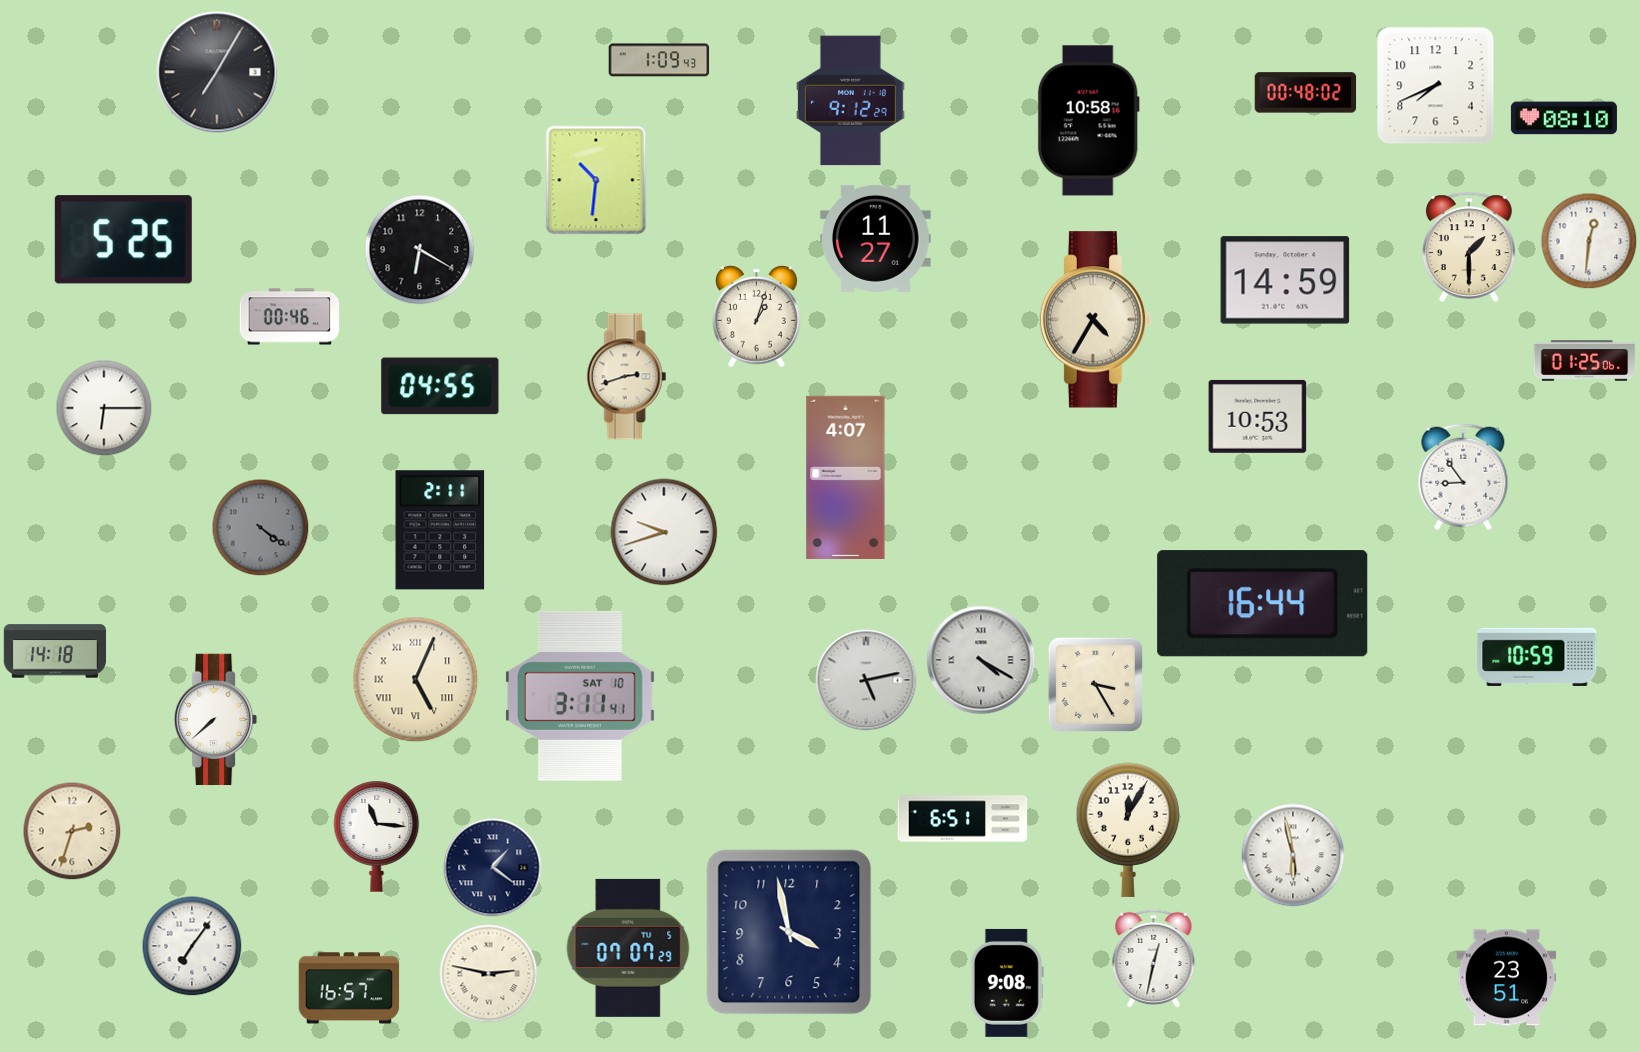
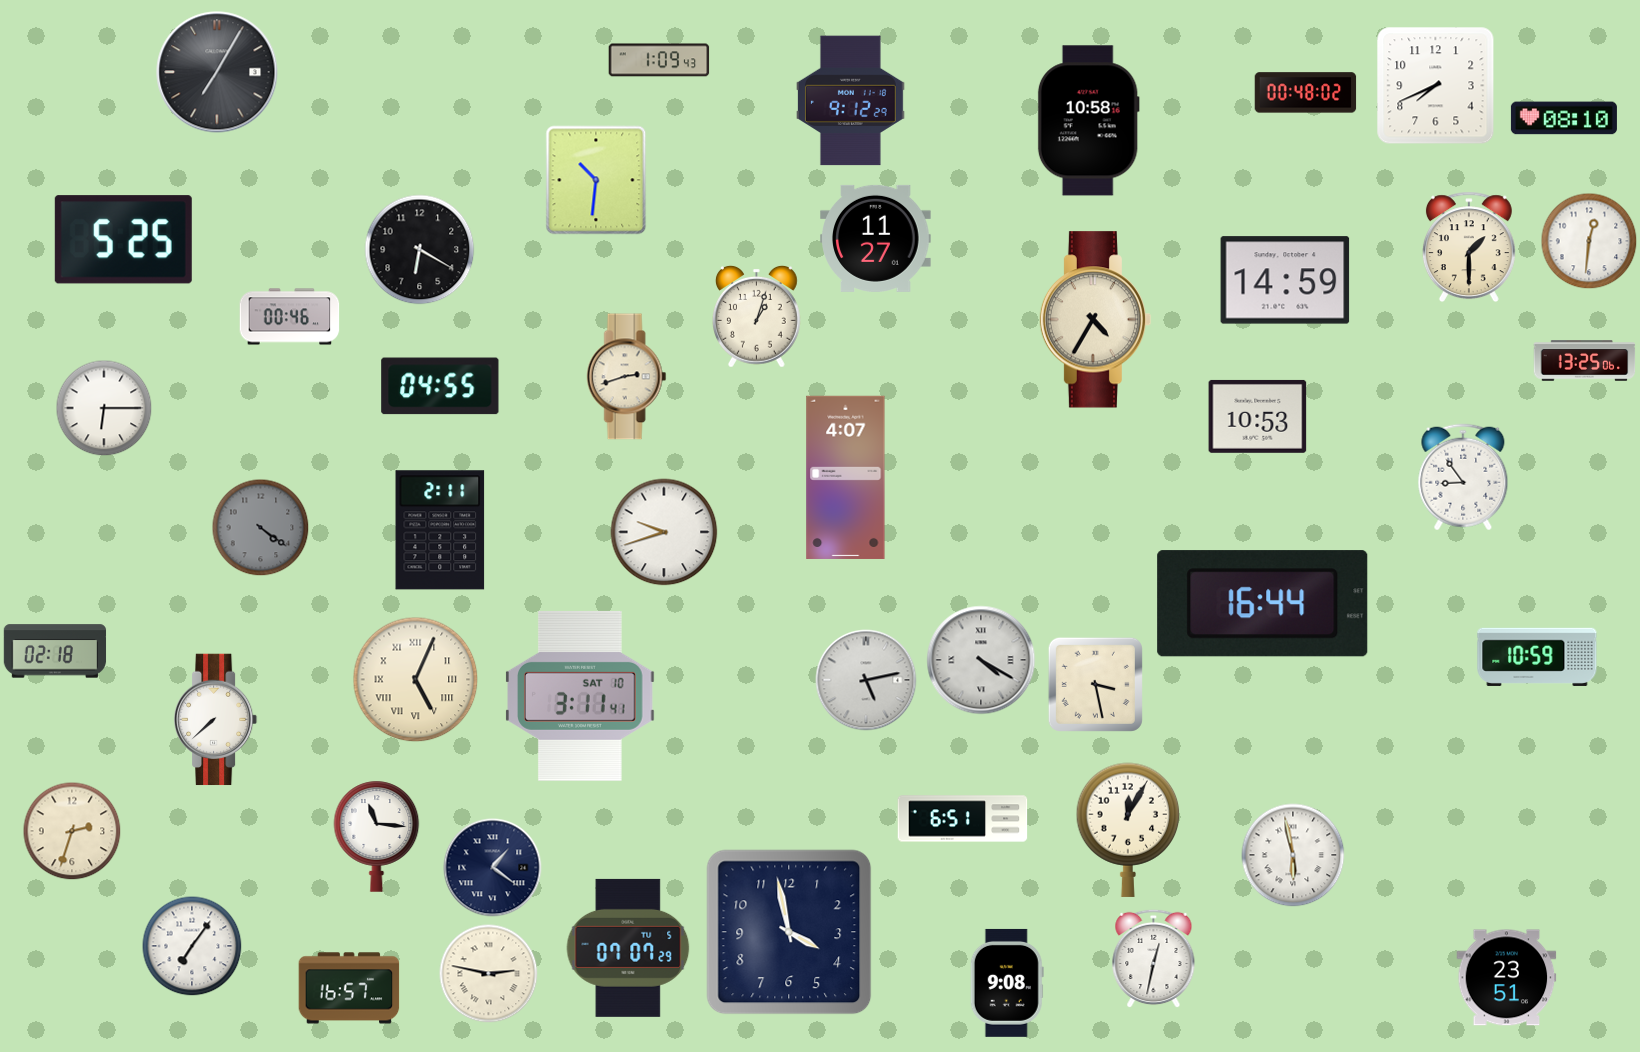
clock at (1585, 361): 01:25 -> 13:25
clock at (55, 651): 14:18 -> 02:18
clock at (1095, 684): 3:25 -> 3:28
